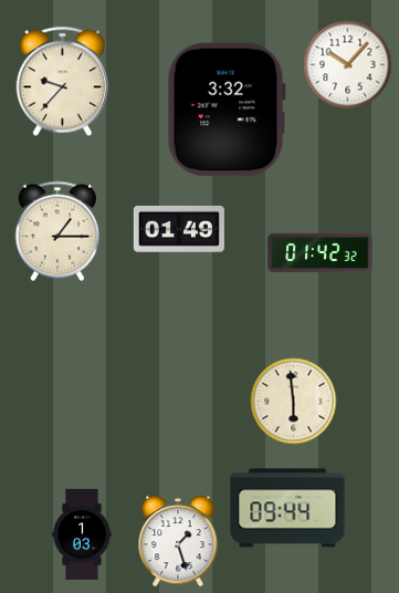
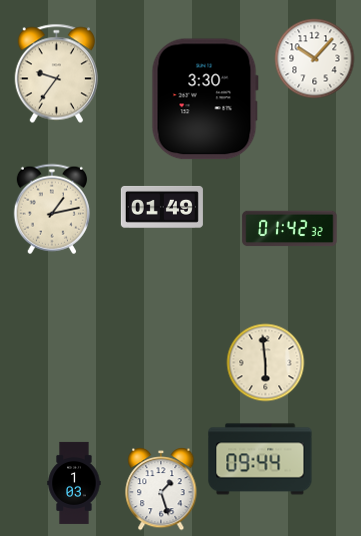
clock at (62, 81): 9:37 -> 9:36
clock at (227, 110): 3:32 -> 3:30
clock at (56, 231): 1:15 -> 1:13
